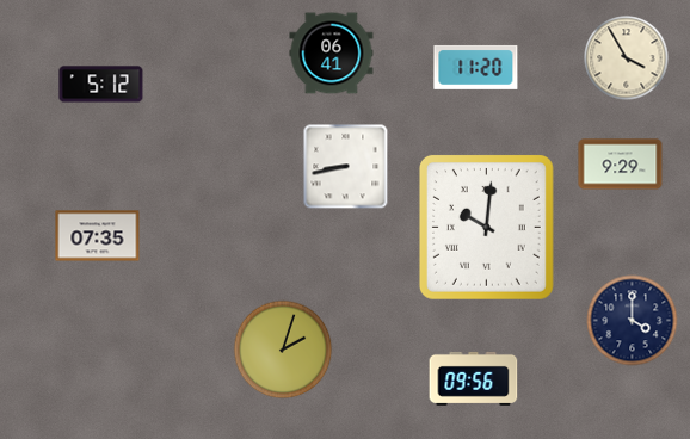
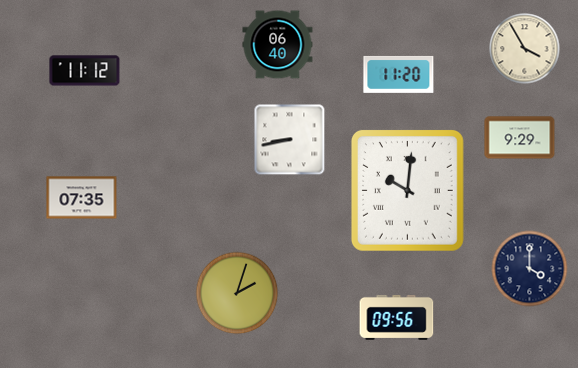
clock at (332, 54): 06:41 -> 06:40
clock at (476, 67) position: (476, 67) -> (399, 74)
clock at (101, 85): 5:12 -> 11:12
